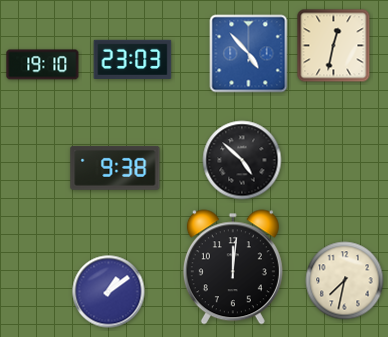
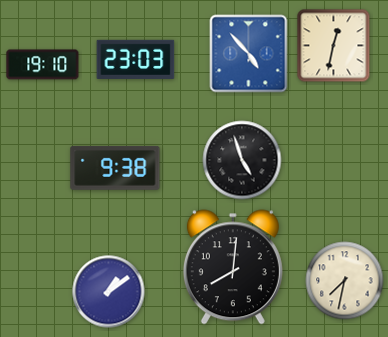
clock at (133, 59) position: (133, 59) -> (136, 59)
clock at (242, 160): 4:52 -> 4:57
clock at (233, 267): 12:01 -> 8:01
